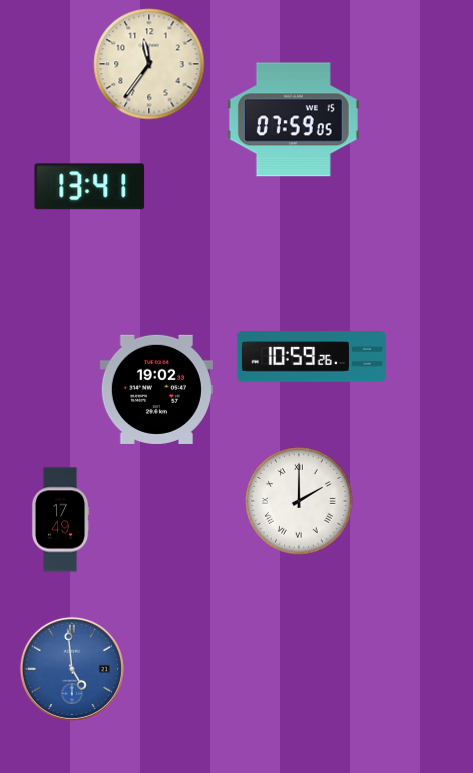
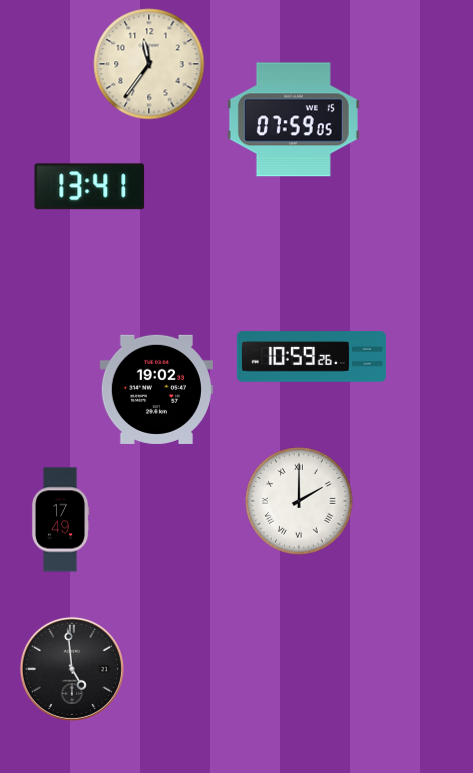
clock at (72, 669) dial: blue -> black
